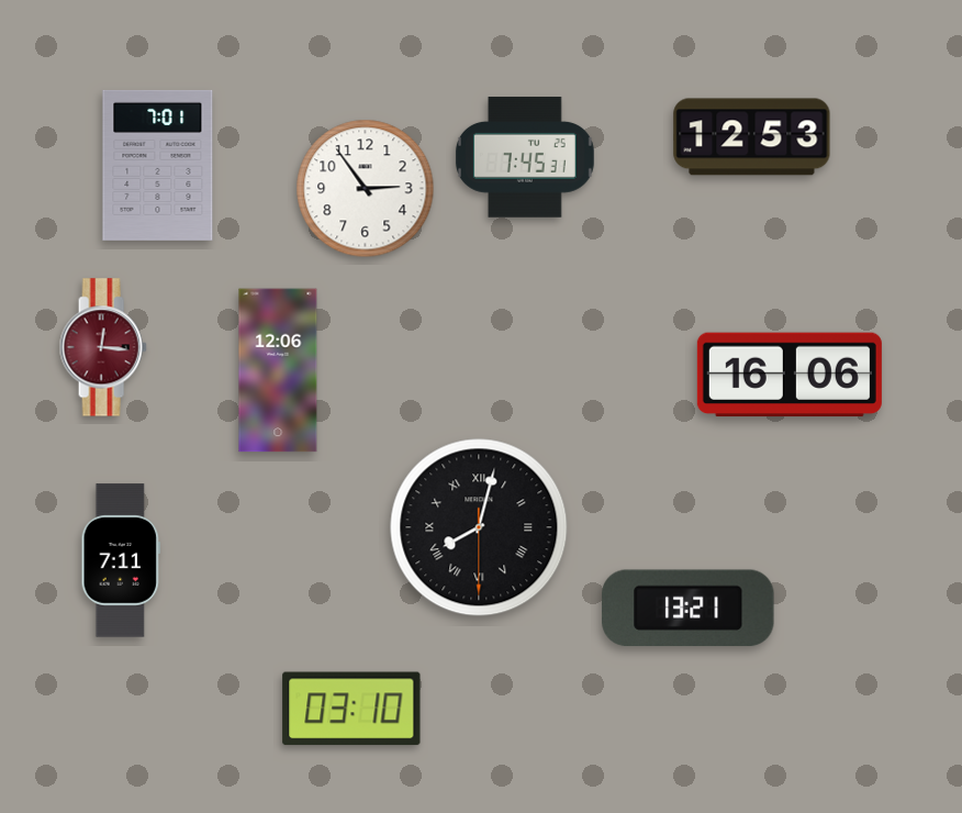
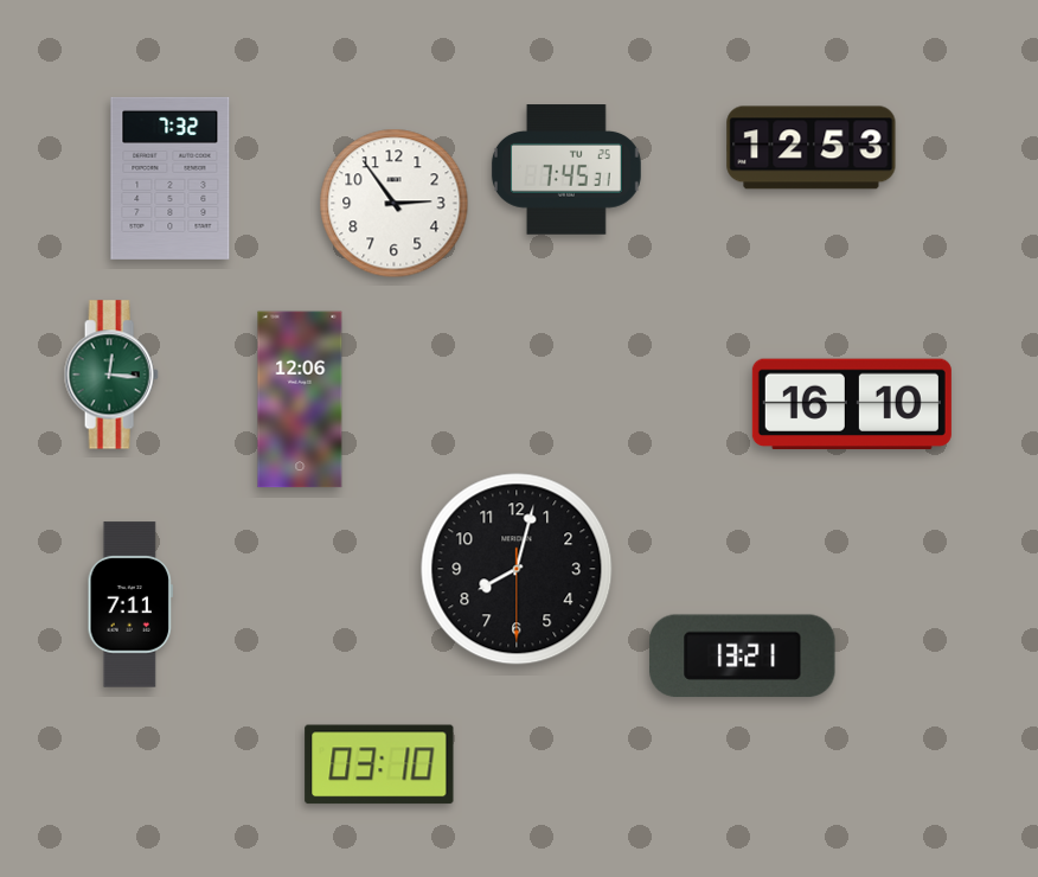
clock at (158, 165): 7:01 -> 7:32
clock at (103, 347) dial: burgundy -> green
clock at (790, 375): 16:06 -> 16:10
clock at (479, 527) numerals: Roman -> Arabic
